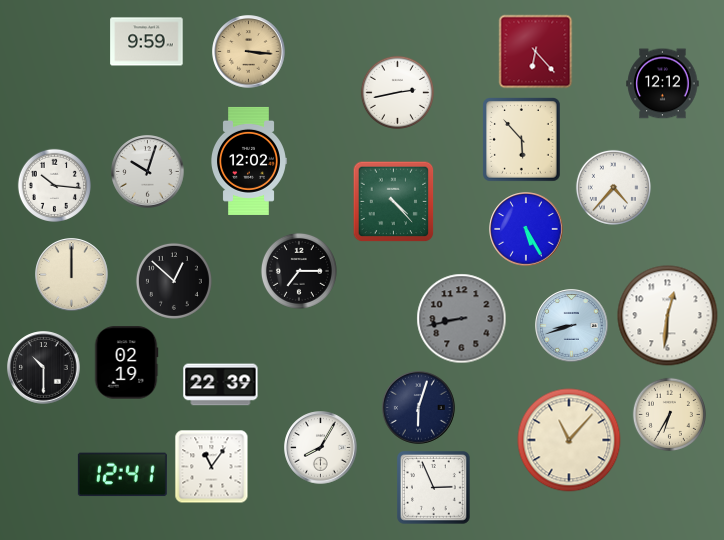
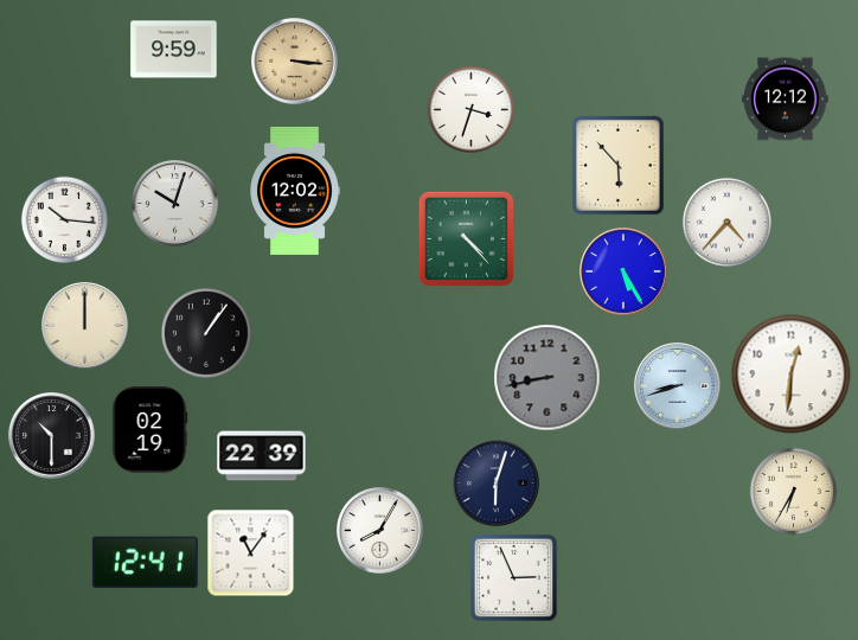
clock at (536, 52): 6:23 -> none
clock at (397, 92): 2:43 -> 3:33
clock at (299, 271): 7:15 -> none
clock at (174, 281): 12:52 -> 1:06
clock at (569, 440): 11:07 -> none
